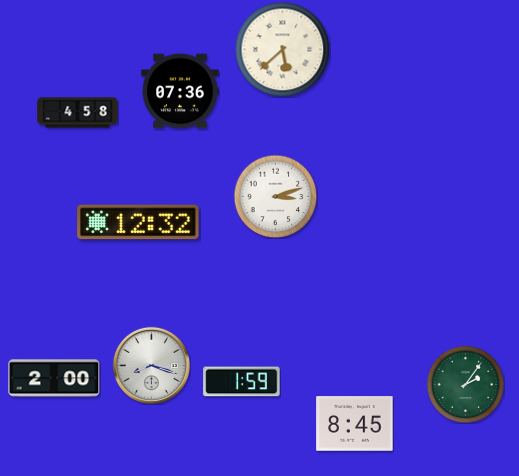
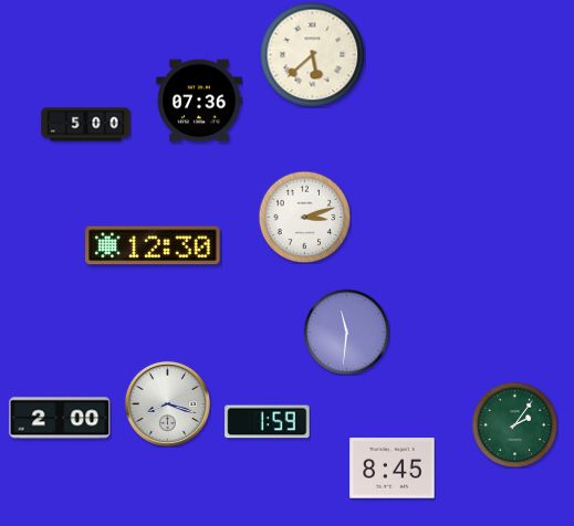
clock at (78, 113): 4:58 -> 5:00
clock at (138, 222): 12:32 -> 12:30
clock at (346, 332): none -> 11:31
